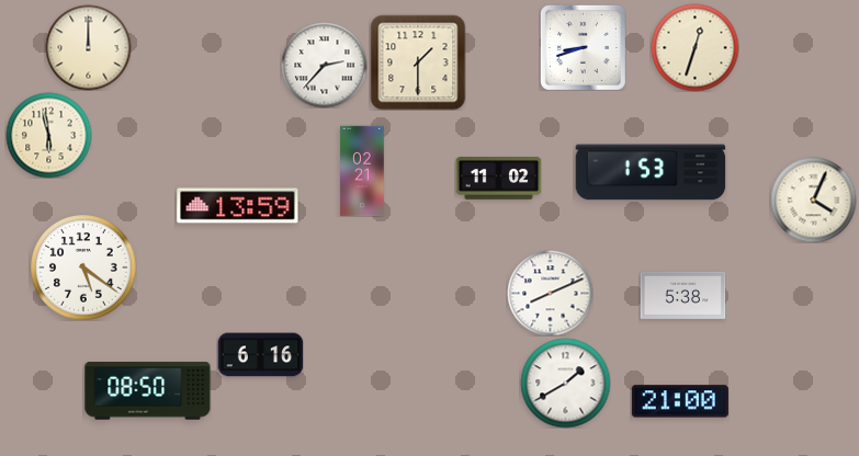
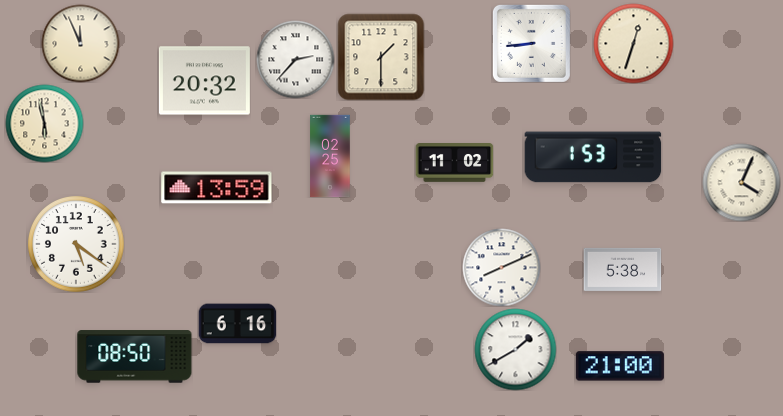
clock at (88, 47): 12:00 -> 11:56
clock at (583, 47): 8:42 -> 8:44
clock at (204, 81): none -> 20:32
clock at (362, 171): 02:21 -> 02:25
